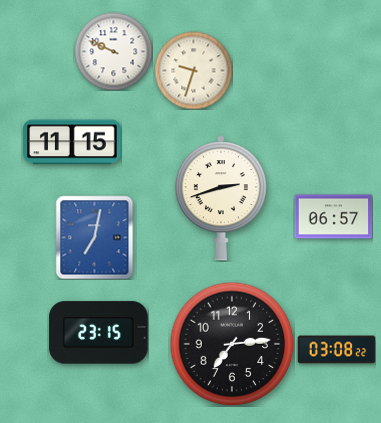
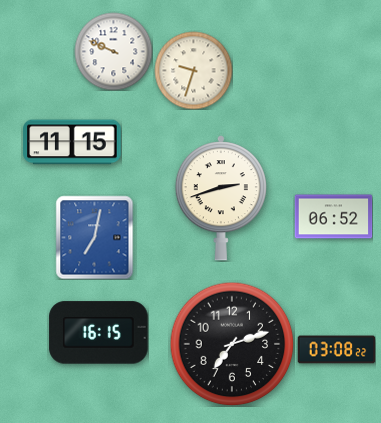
clock at (333, 217): 06:57 -> 06:52
clock at (99, 333): 23:15 -> 16:15
clock at (232, 344): 7:14 -> 7:12
